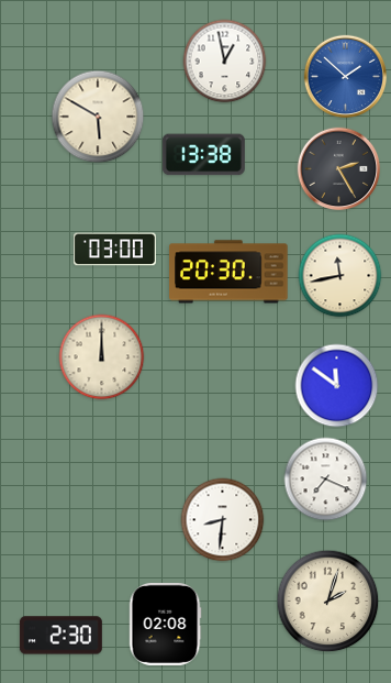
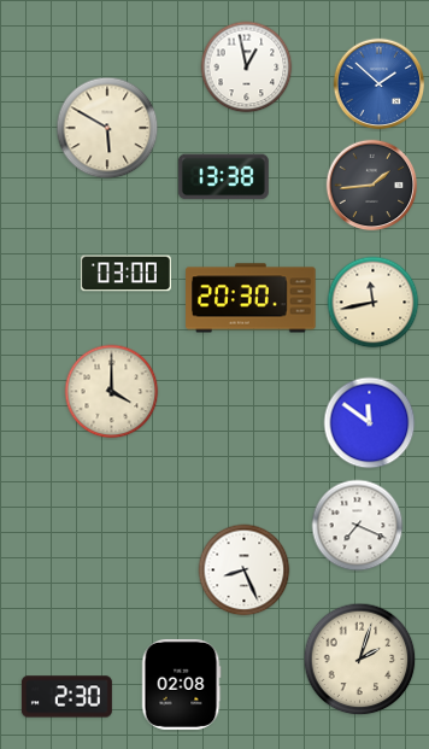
clock at (203, 155) position: (203, 155) -> (223, 177)
clock at (339, 169): 2:25 -> 1:44
clock at (102, 357): 12:00 -> 4:00
clock at (223, 520): 8:31 -> 8:26
